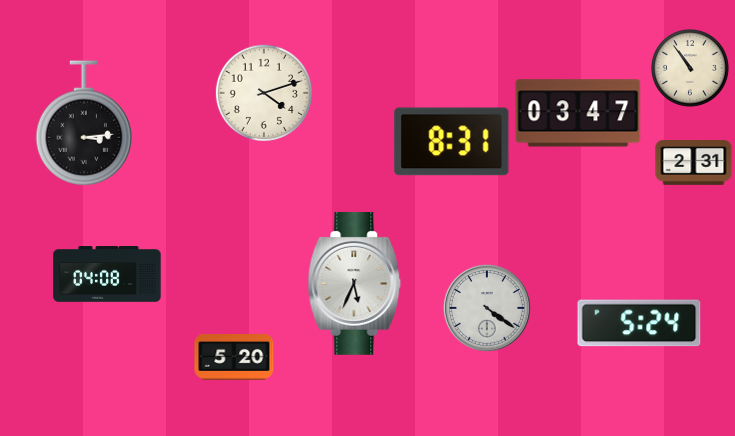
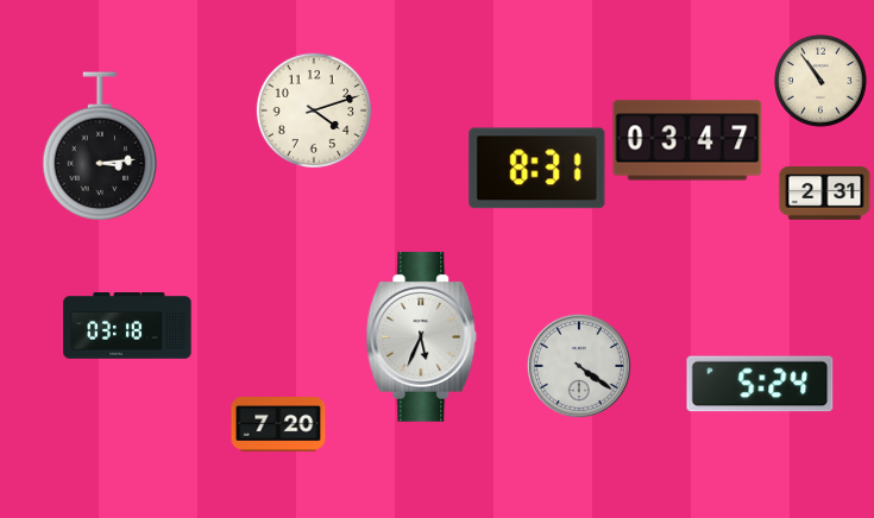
clock at (578, 113) position: (578, 113) -> (687, 140)
clock at (107, 274): 04:08 -> 03:18
clock at (234, 358): 5:20 -> 7:20
